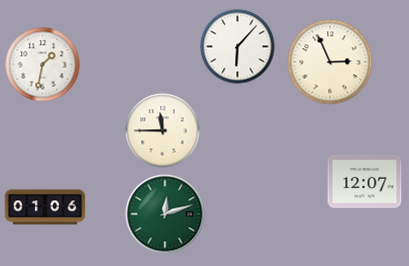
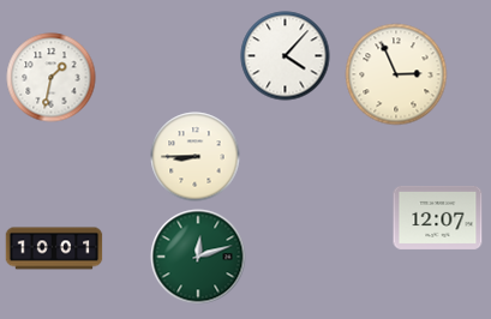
clock at (238, 47): 6:07 -> 4:07
clock at (163, 131): 11:45 -> 8:45
clock at (45, 207): 01:06 -> 10:01
